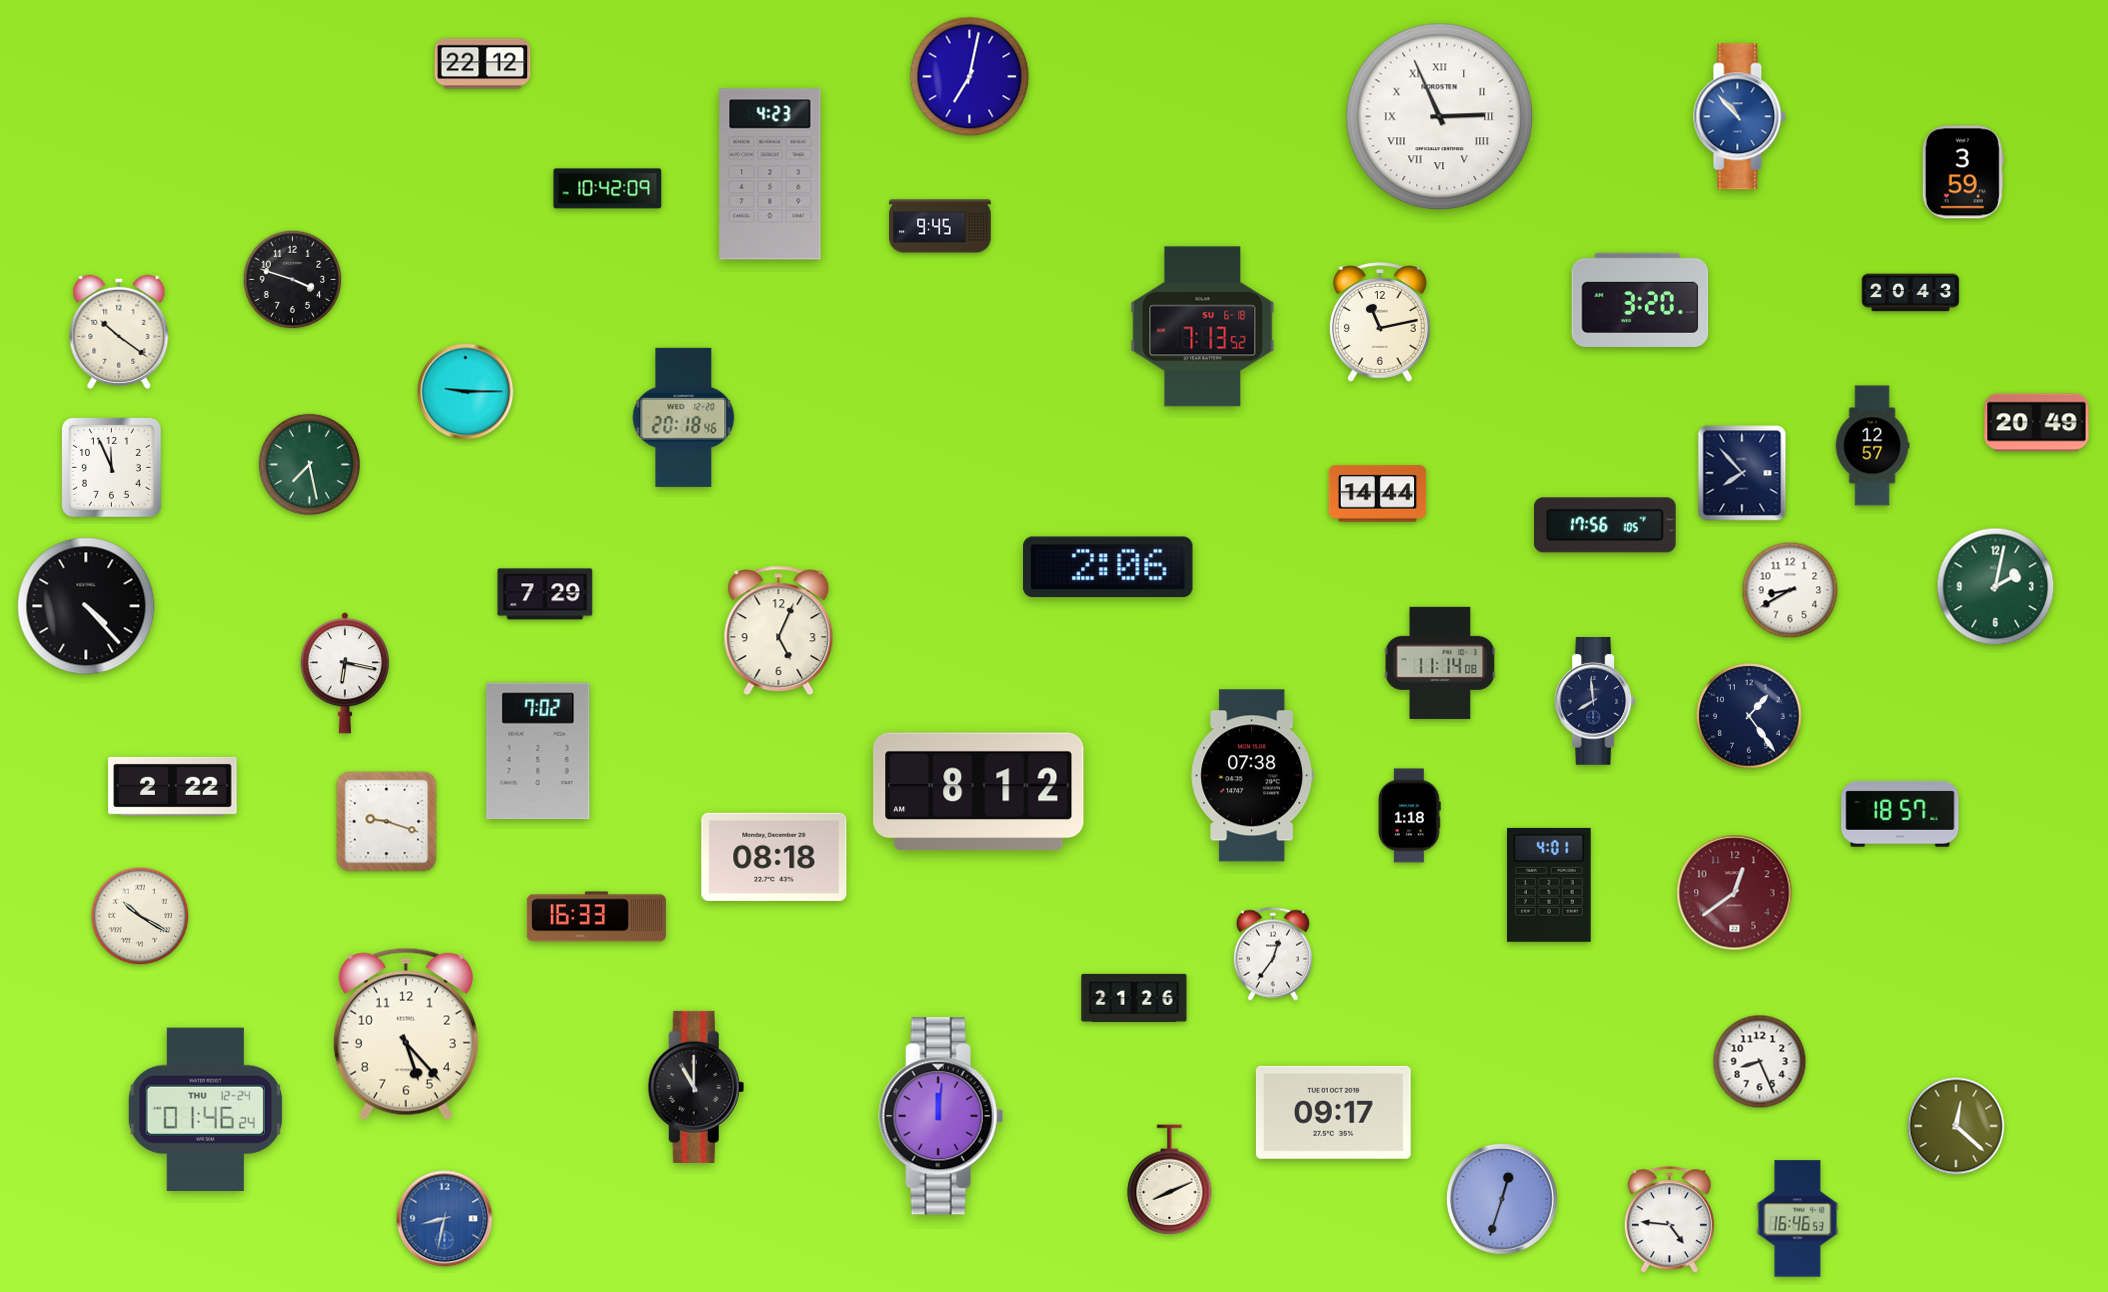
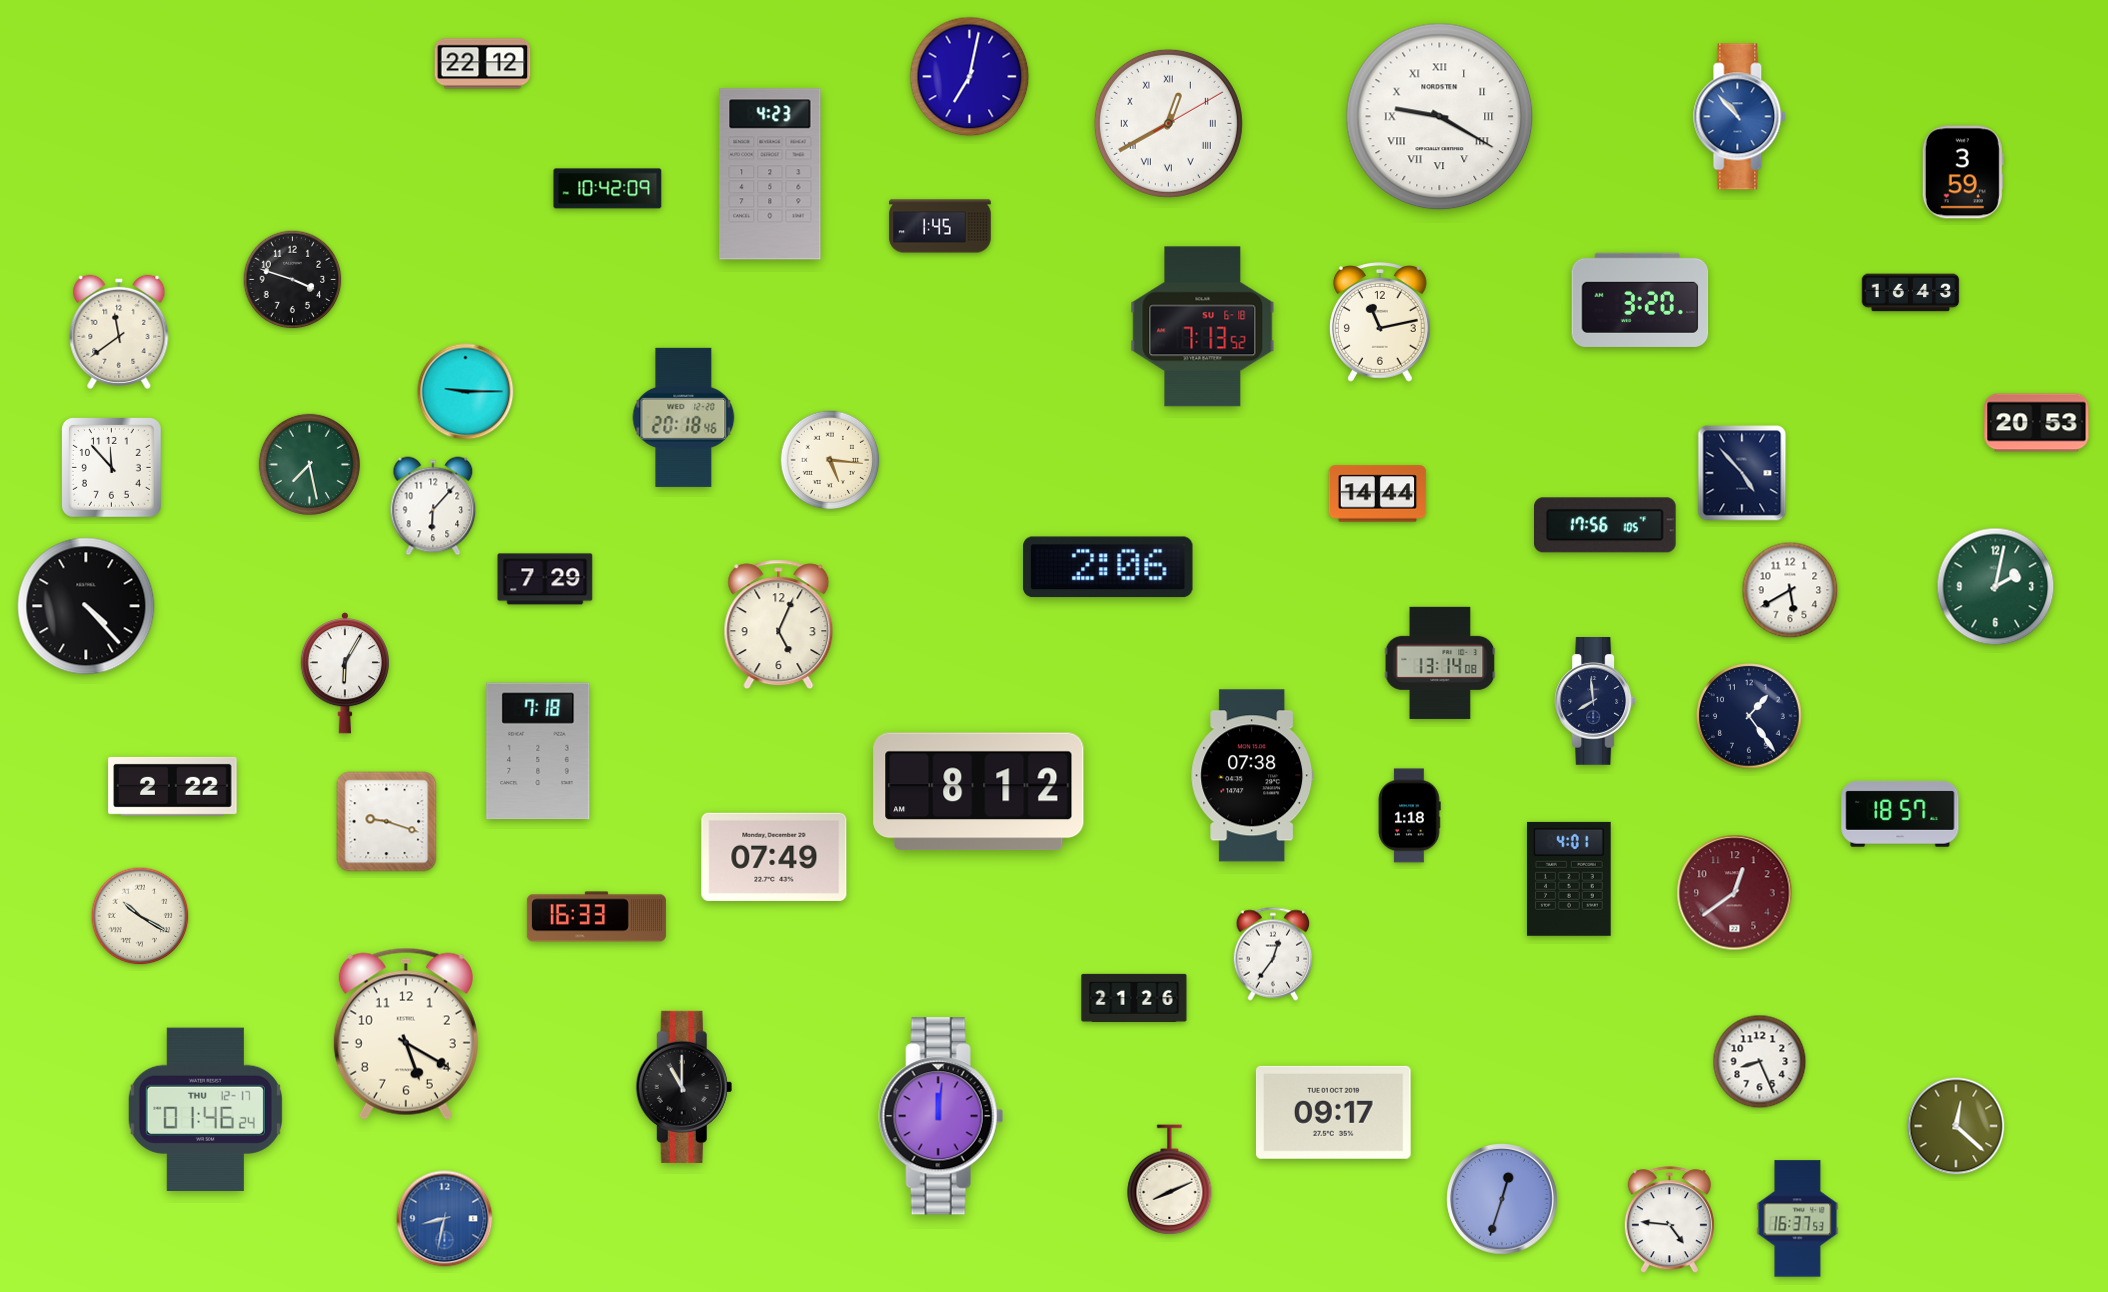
clock at (1440, 117): 2:56 -> 9:20
clock at (1168, 123): none -> 12:40
clock at (940, 226): 9:45 -> 1:45
clock at (1911, 293): 20:43 -> 16:43
clock at (119, 332): 10:21 -> 11:39
clock at (2037, 423): 20:49 -> 20:53
clock at (1872, 446): 12:57 -> none
clock at (830, 460): none -> 5:16
clock at (111, 467): 11:56 -> 11:53
clock at (1742, 473): 7:53 -> 4:53
clock at (433, 506): none -> 6:07
clock at (1790, 590): 8:40 -> 5:40
clock at (545, 594) position: (545, 594) -> (545, 579)
clock at (779, 631) position: (779, 631) -> (779, 625)
clock at (1440, 663): 11:14 -> 13:14
clock at (345, 673): 6:17 -> 6:05
clock at (538, 751): 7:02 -> 7:18
clock at (774, 857): 08:18 -> 07:49
clock at (1549, 885) position: (1549, 885) -> (1569, 879)
clock at (406, 1034): 5:23 -> 5:20
clock at (696, 1087) position: (696, 1087) -> (684, 1087)
clock at (205, 1109) date: THU 12-24 -> THU 12-17
clock at (1798, 1219): 16:46 -> 16:37
